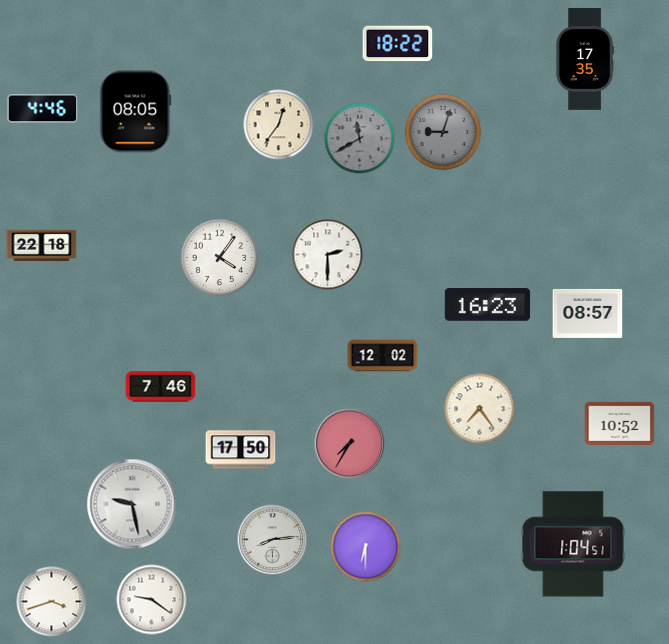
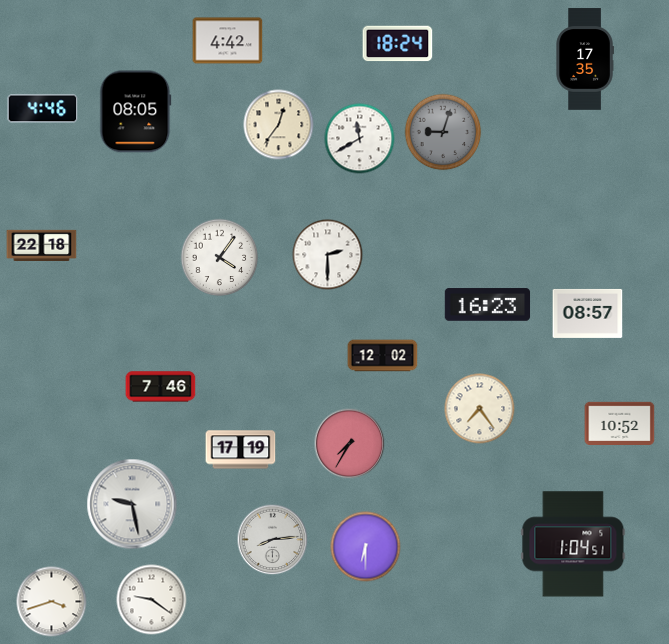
clock at (228, 41): none -> 4:42
clock at (398, 44): 18:22 -> 18:24
clock at (360, 139) dial: grey -> white
clock at (241, 450): 17:50 -> 17:19
